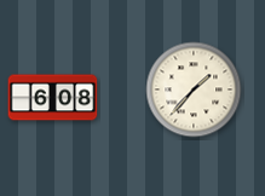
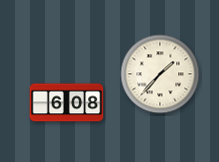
clock at (53, 98) position: (53, 98) -> (67, 103)
